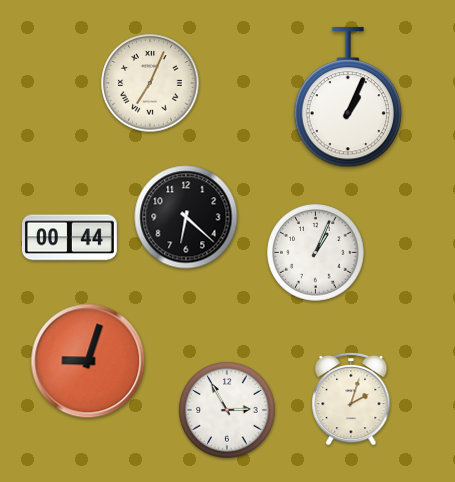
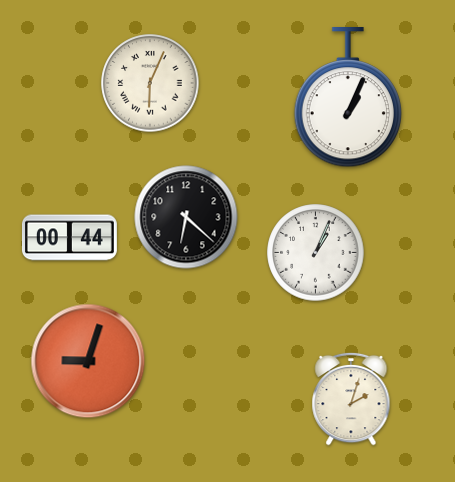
clock at (150, 83): 7:04 -> 6:04
clock at (227, 410): 2:55 -> none
